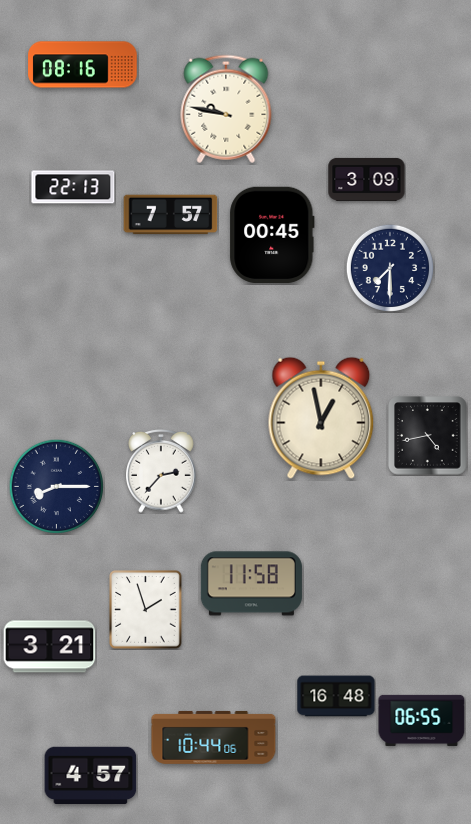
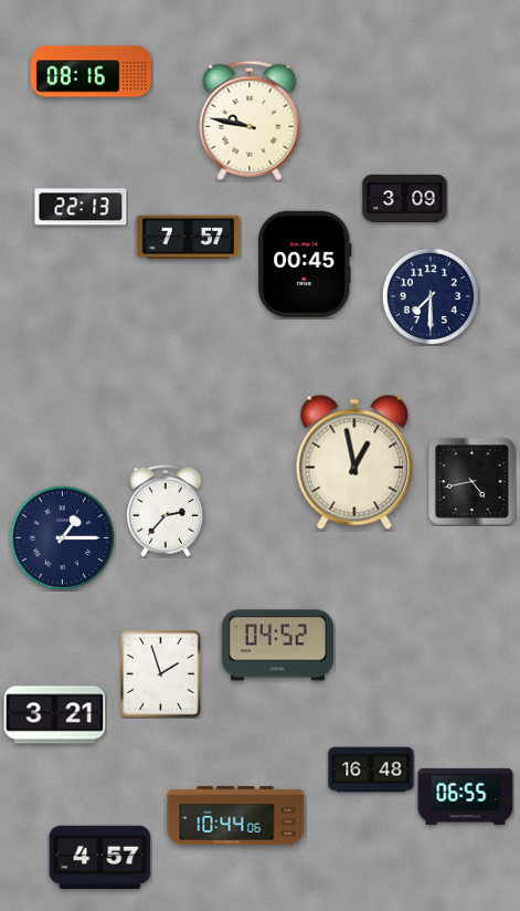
clock at (272, 235) position: (272, 235) -> (305, 264)
clock at (161, 471) position: (161, 471) -> (166, 511)
clock at (56, 486): 8:15 -> 1:15
clock at (251, 584): 11:58 -> 04:52
